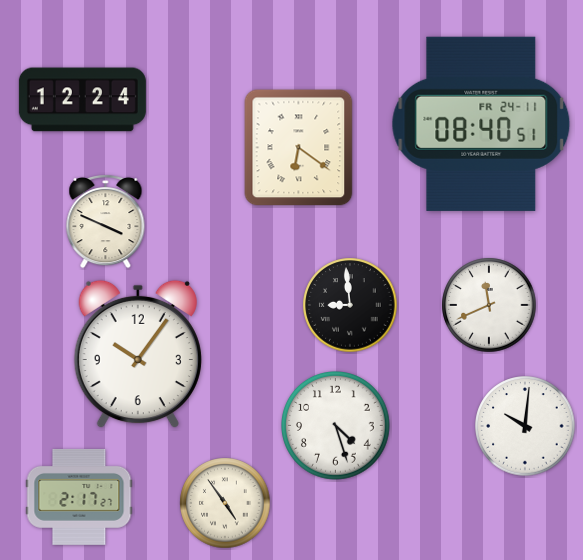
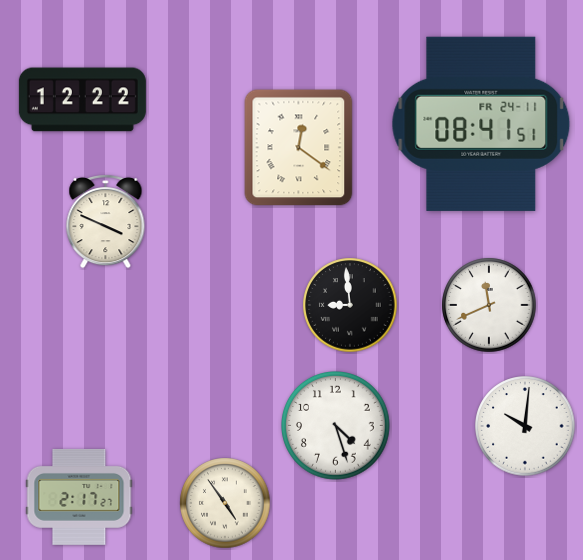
clock at (82, 100): 12:24 -> 12:22
clock at (481, 124): 08:40 -> 08:41
clock at (299, 148): 6:21 -> 12:21
clock at (138, 354): 10:06 -> none
